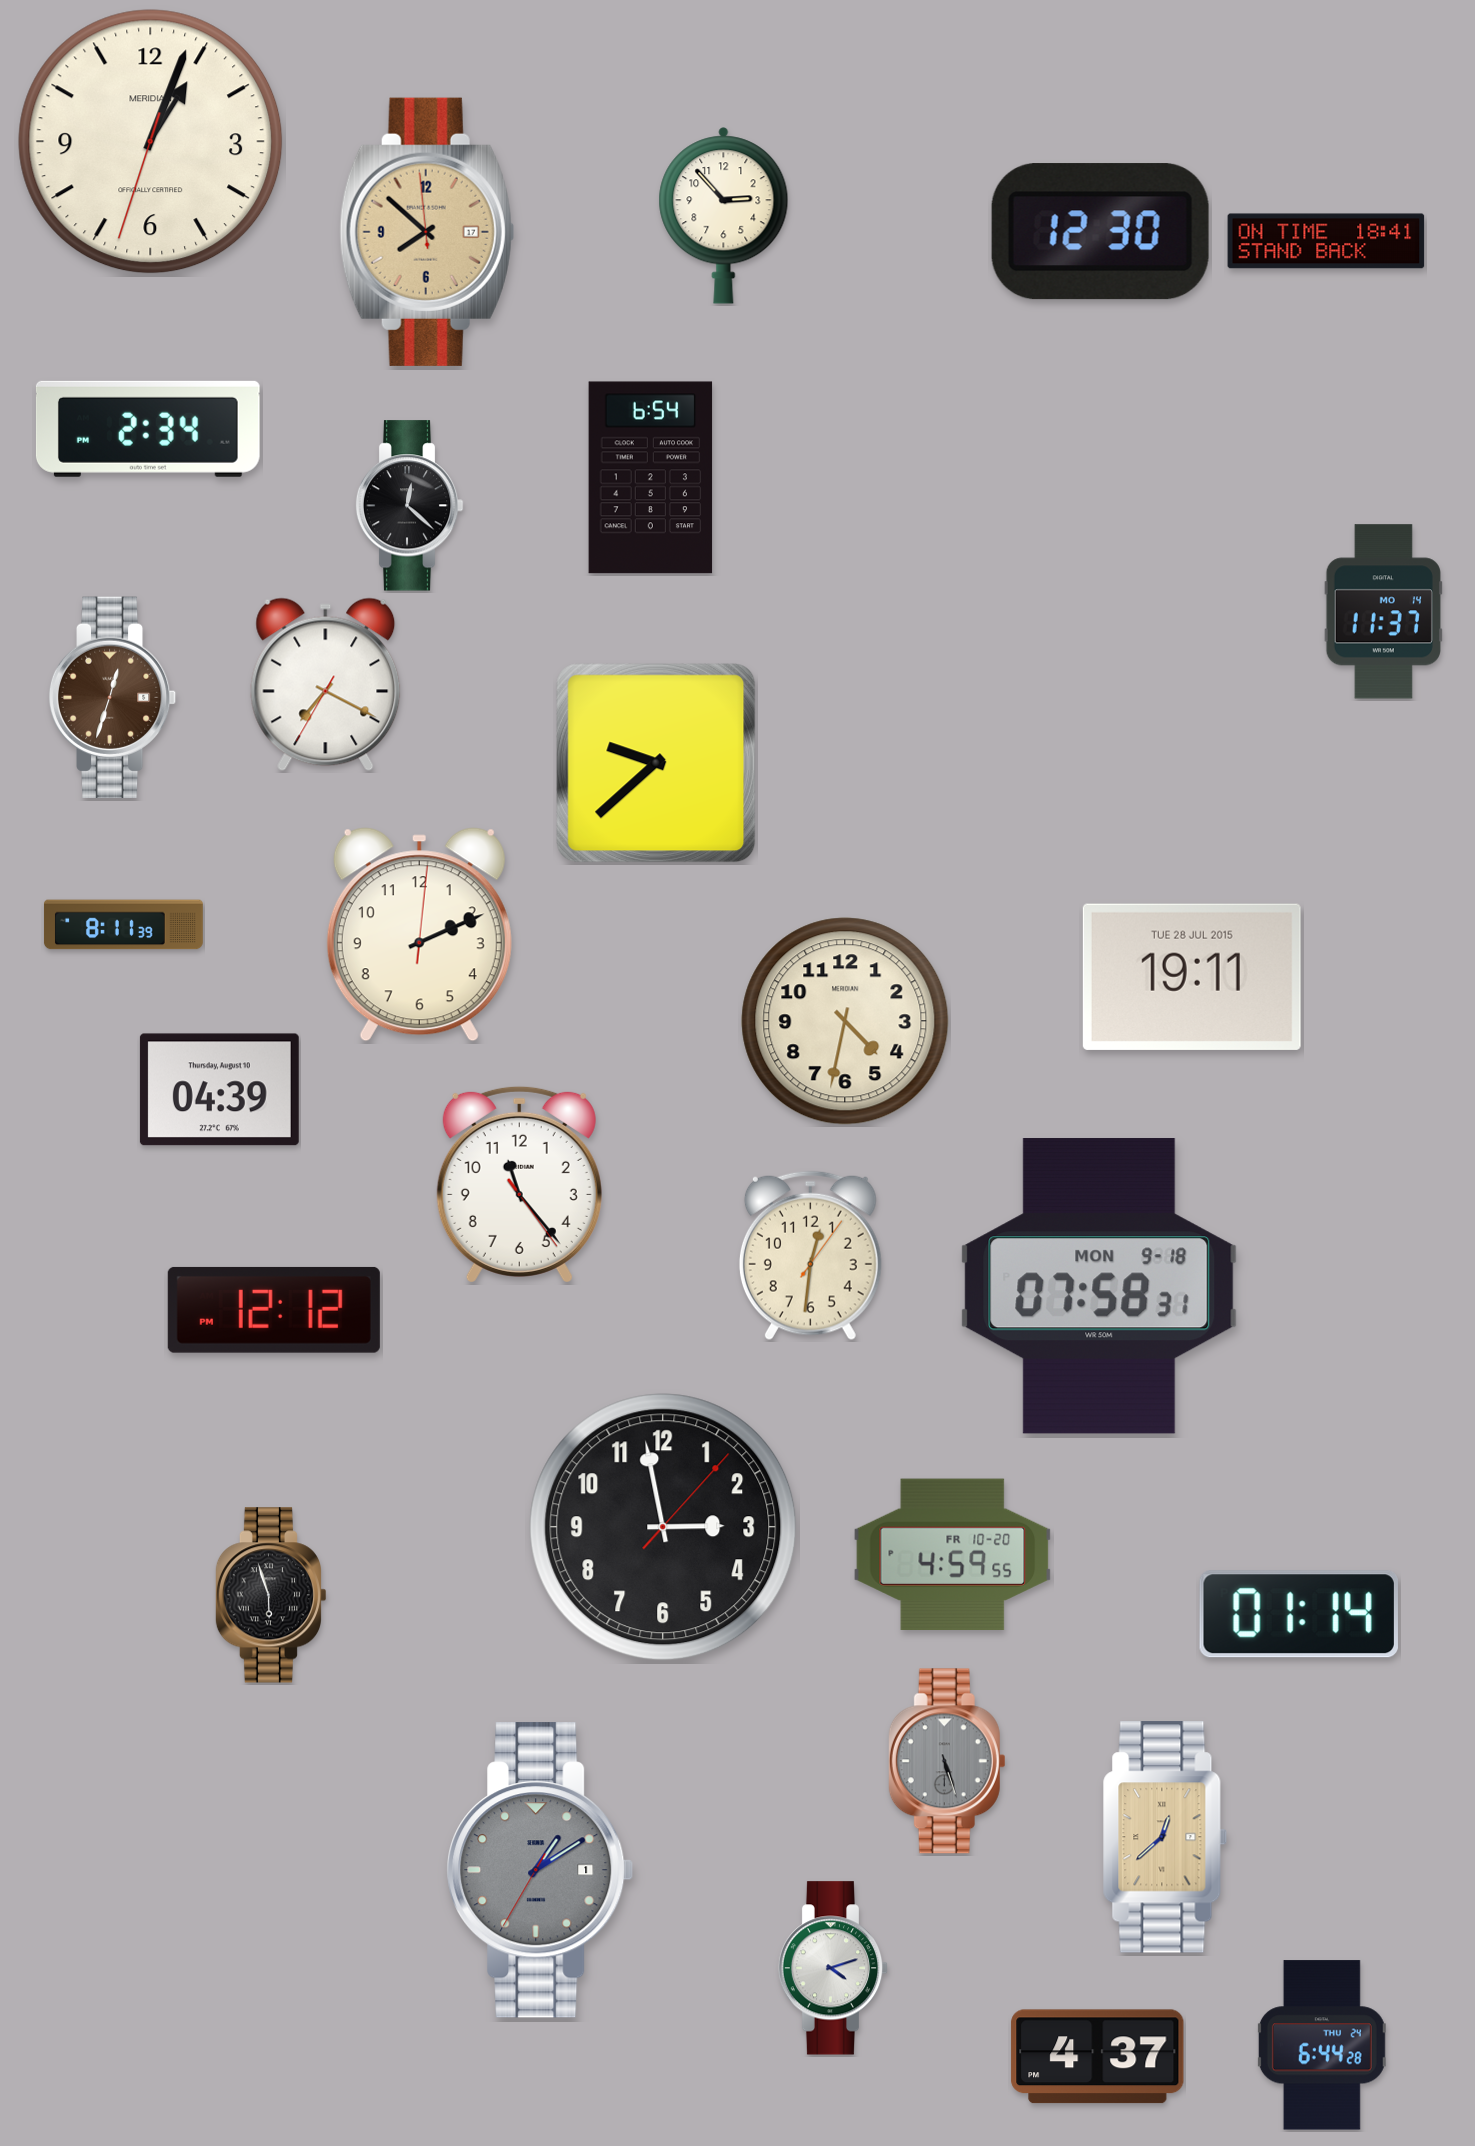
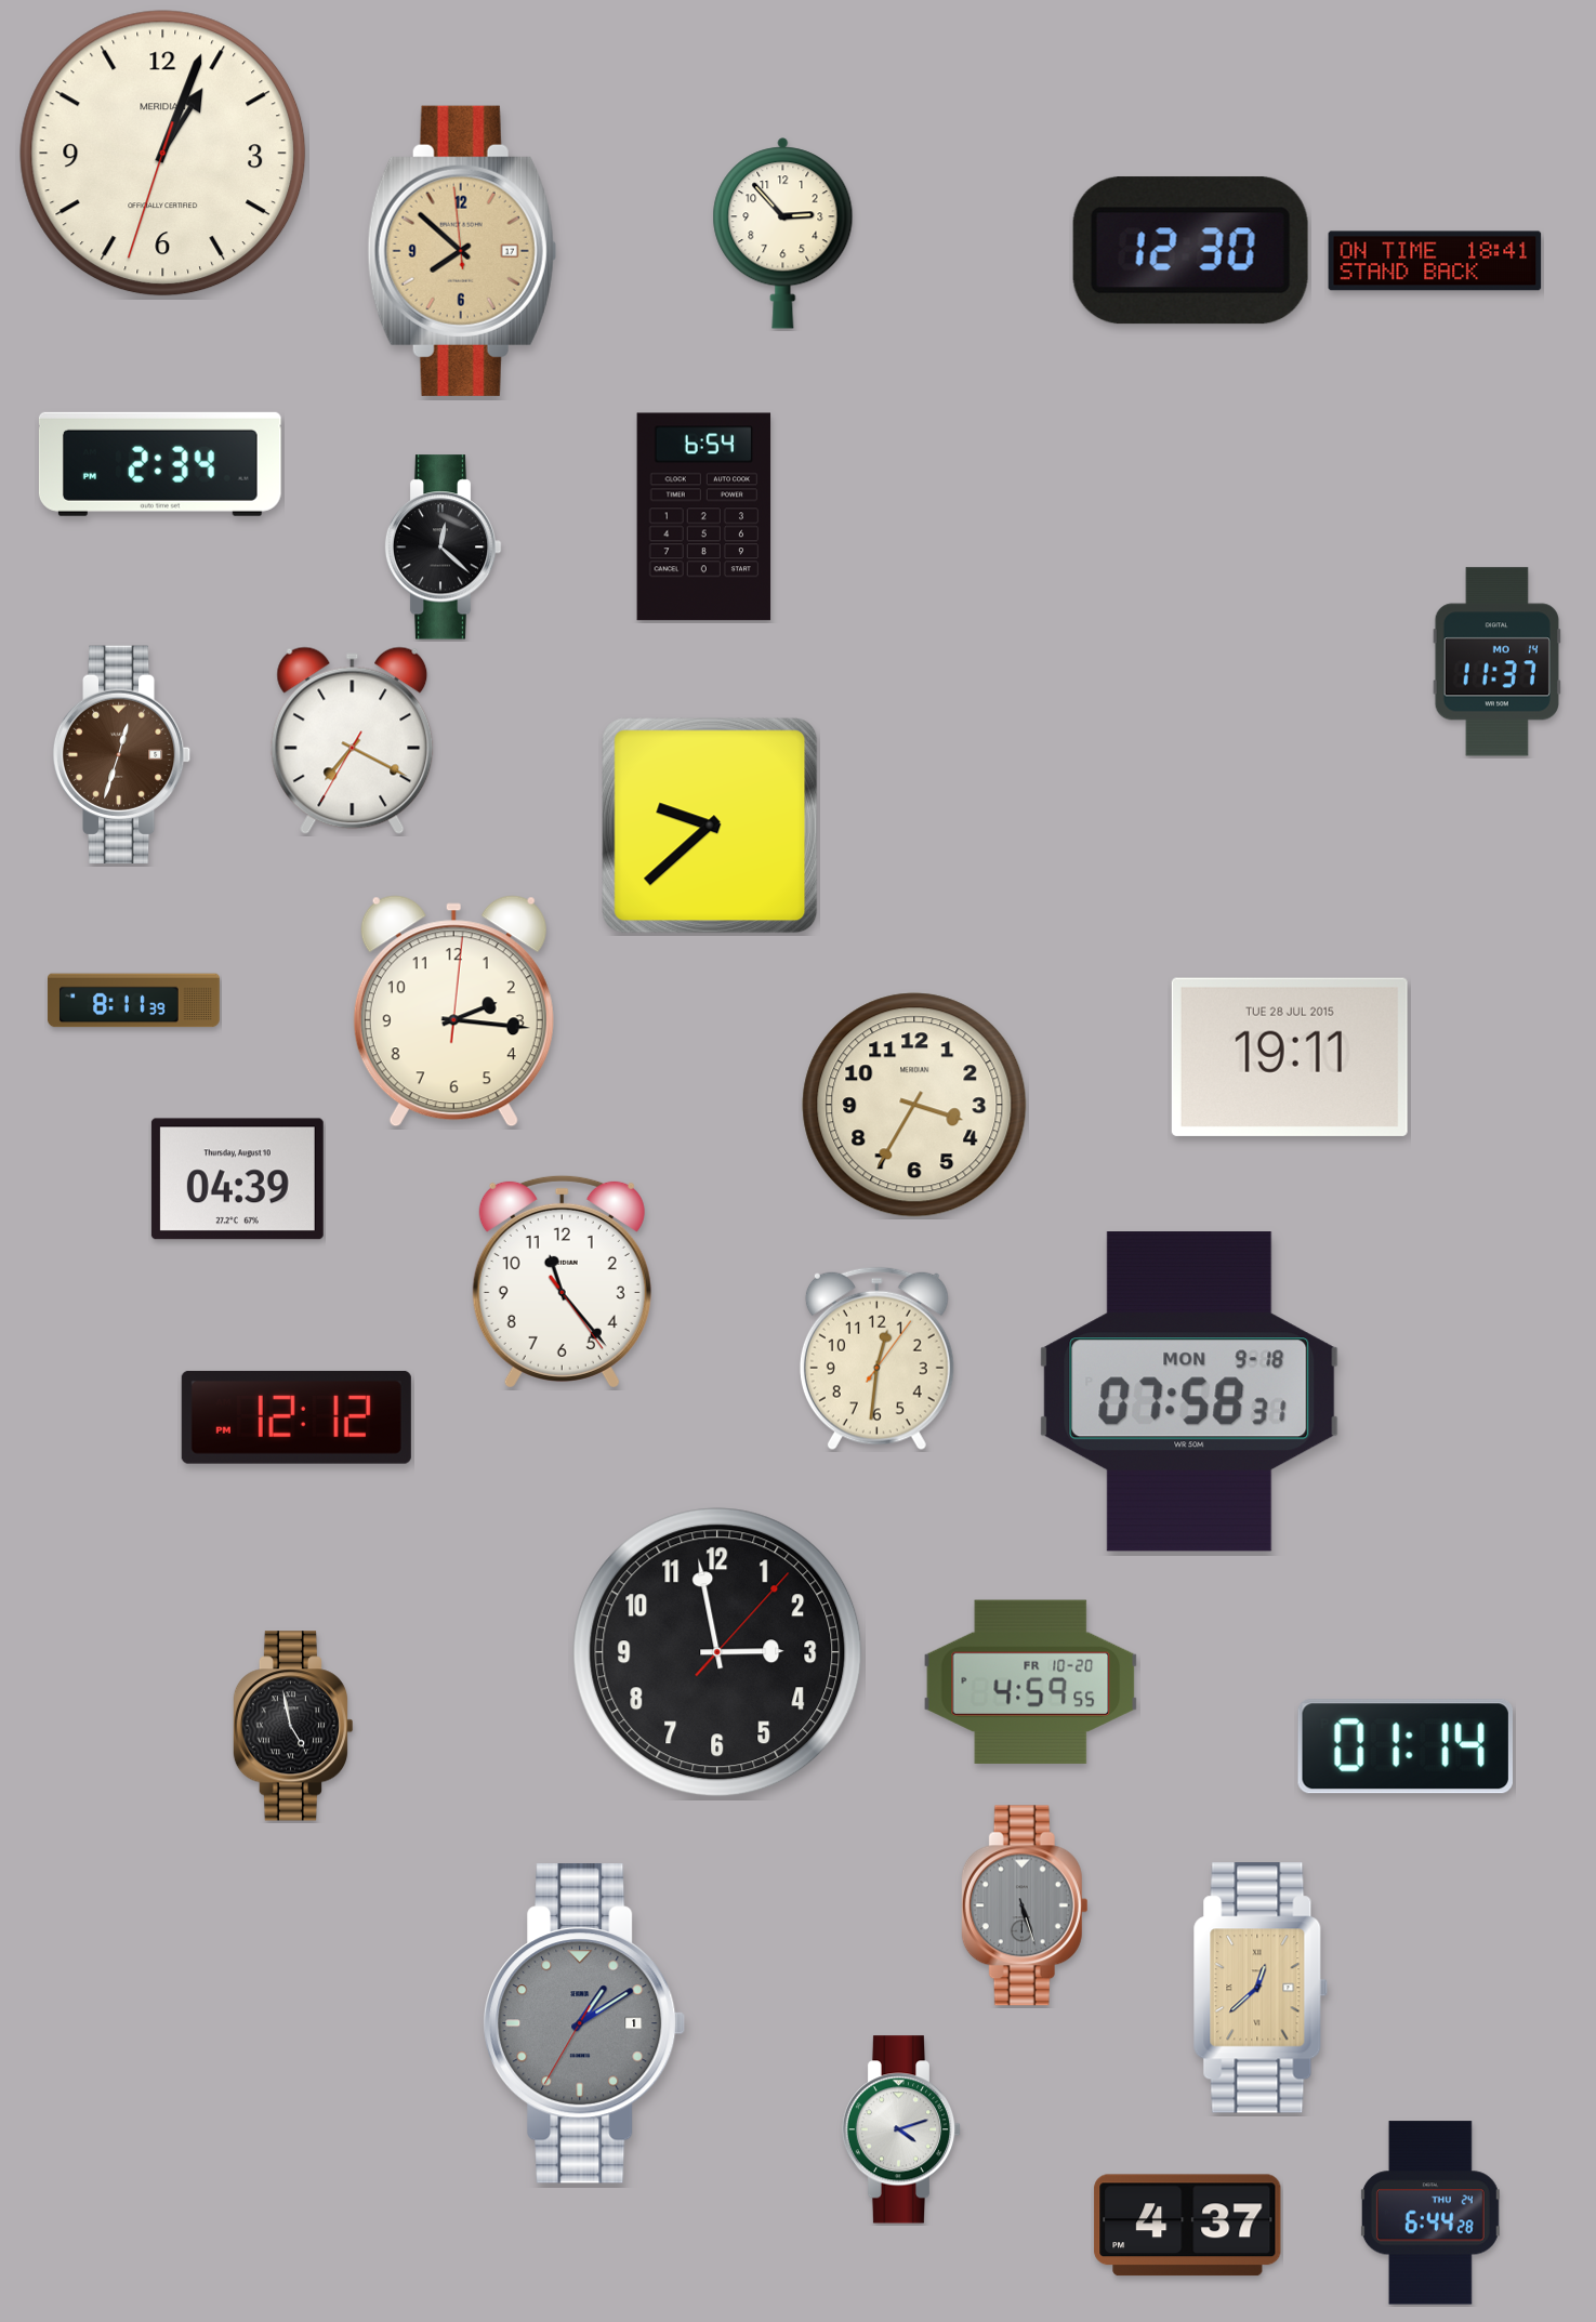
clock at (419, 935): 2:11 -> 2:16
clock at (845, 1021): 4:32 -> 3:35
clock at (271, 1595): 5:57 -> 4:58
